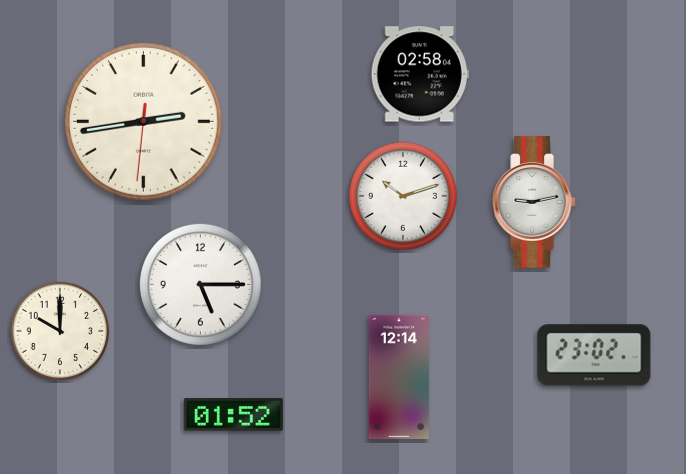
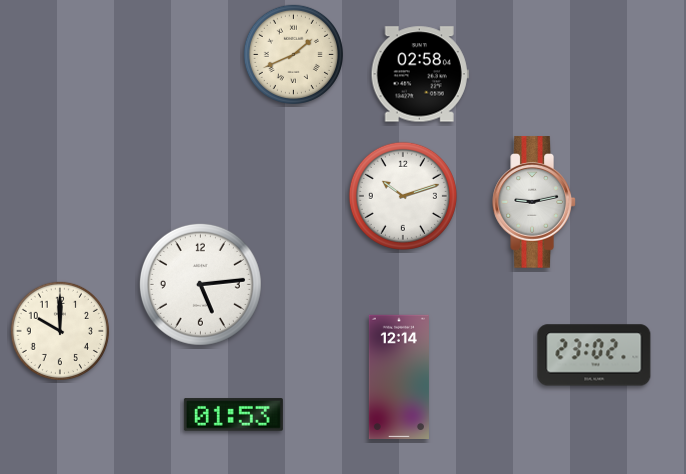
clock at (293, 54): none -> 1:41
clock at (144, 122): 2:43 -> none
clock at (200, 284): 5:15 -> 5:14
clock at (233, 415): 01:52 -> 01:53
